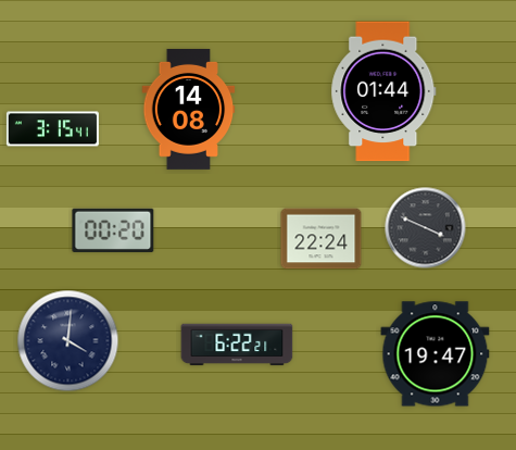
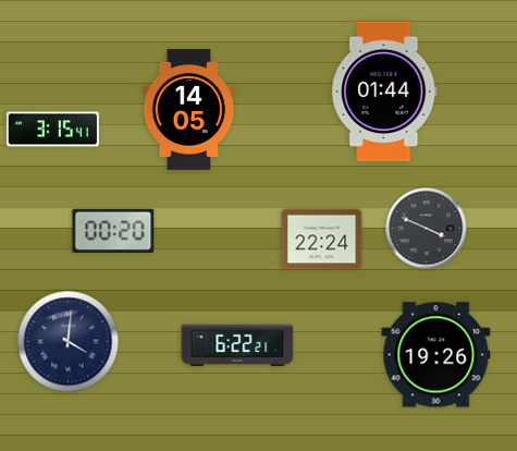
clock at (189, 109): 14:08 -> 14:05
clock at (436, 354): 19:47 -> 19:26
